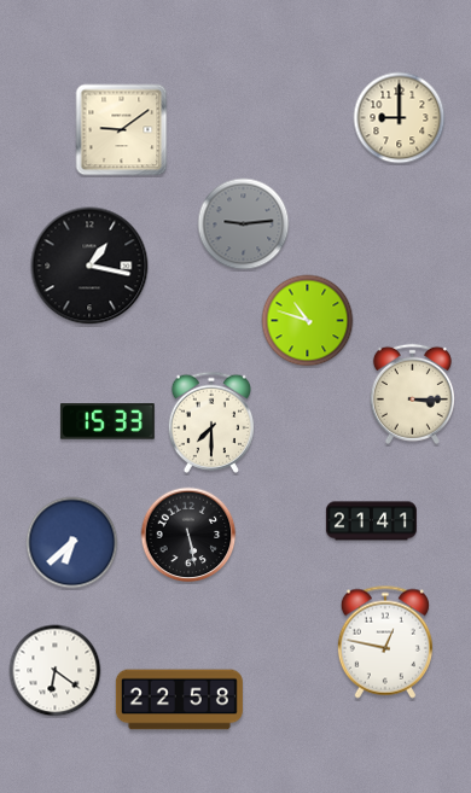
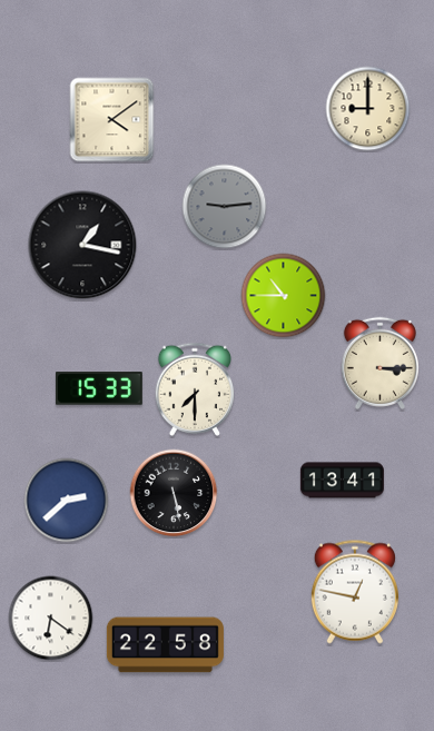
clock at (122, 130): 9:09 -> 4:09
clock at (308, 321): 10:48 -> 10:45
clock at (371, 521): 21:41 -> 13:41
clock at (72, 543): 6:38 -> 2:38
